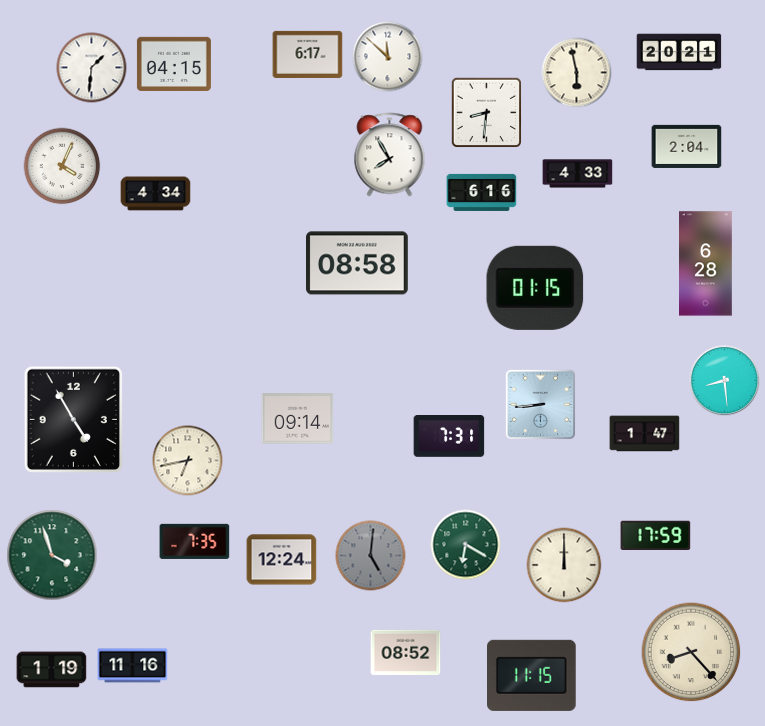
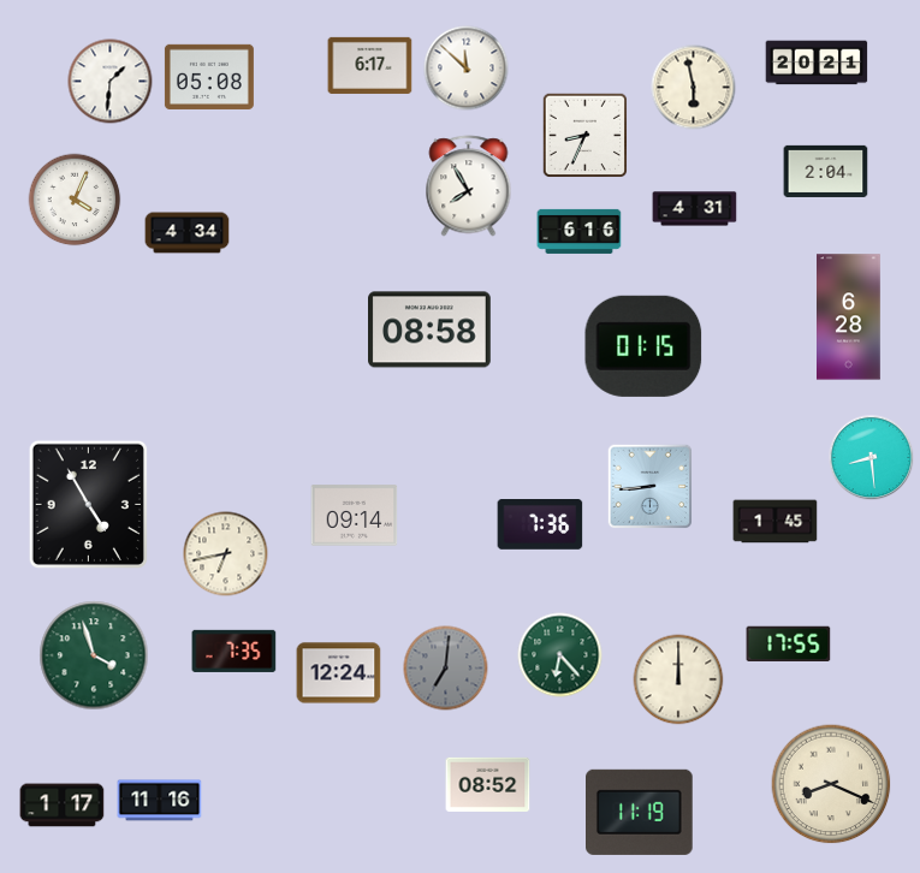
clock at (174, 64): 04:15 -> 05:08
clock at (487, 113): 8:31 -> 8:34
clock at (687, 146) position: (687, 146) -> (826, 171)
clock at (578, 174): 4:33 -> 4:31
clock at (358, 263) position: (358, 263) -> (431, 329)
clock at (298, 419) position: (298, 419) -> (355, 516)
clock at (645, 434): 1:47 -> 1:45
clock at (449, 437): 7:31 -> 7:36
clock at (656, 536): 17:59 -> 17:55
clock at (466, 545): 6:20 -> 6:23
clock at (52, 555) position: (52, 555) -> (94, 655)
clock at (371, 556): 5:01 -> 7:01
clock at (691, 652): 8:23 -> 8:19
clock at (52, 670): 1:19 -> 1:17
clock at (532, 675): 11:15 -> 11:19
